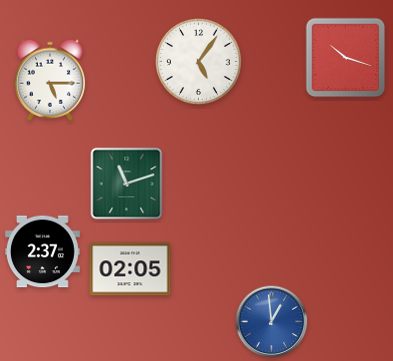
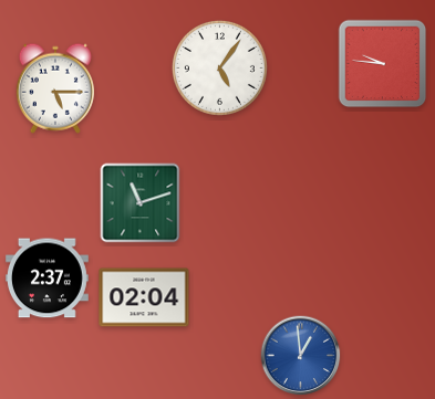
clock at (346, 58): 10:18 -> 9:46
clock at (130, 269): 02:05 -> 02:04
